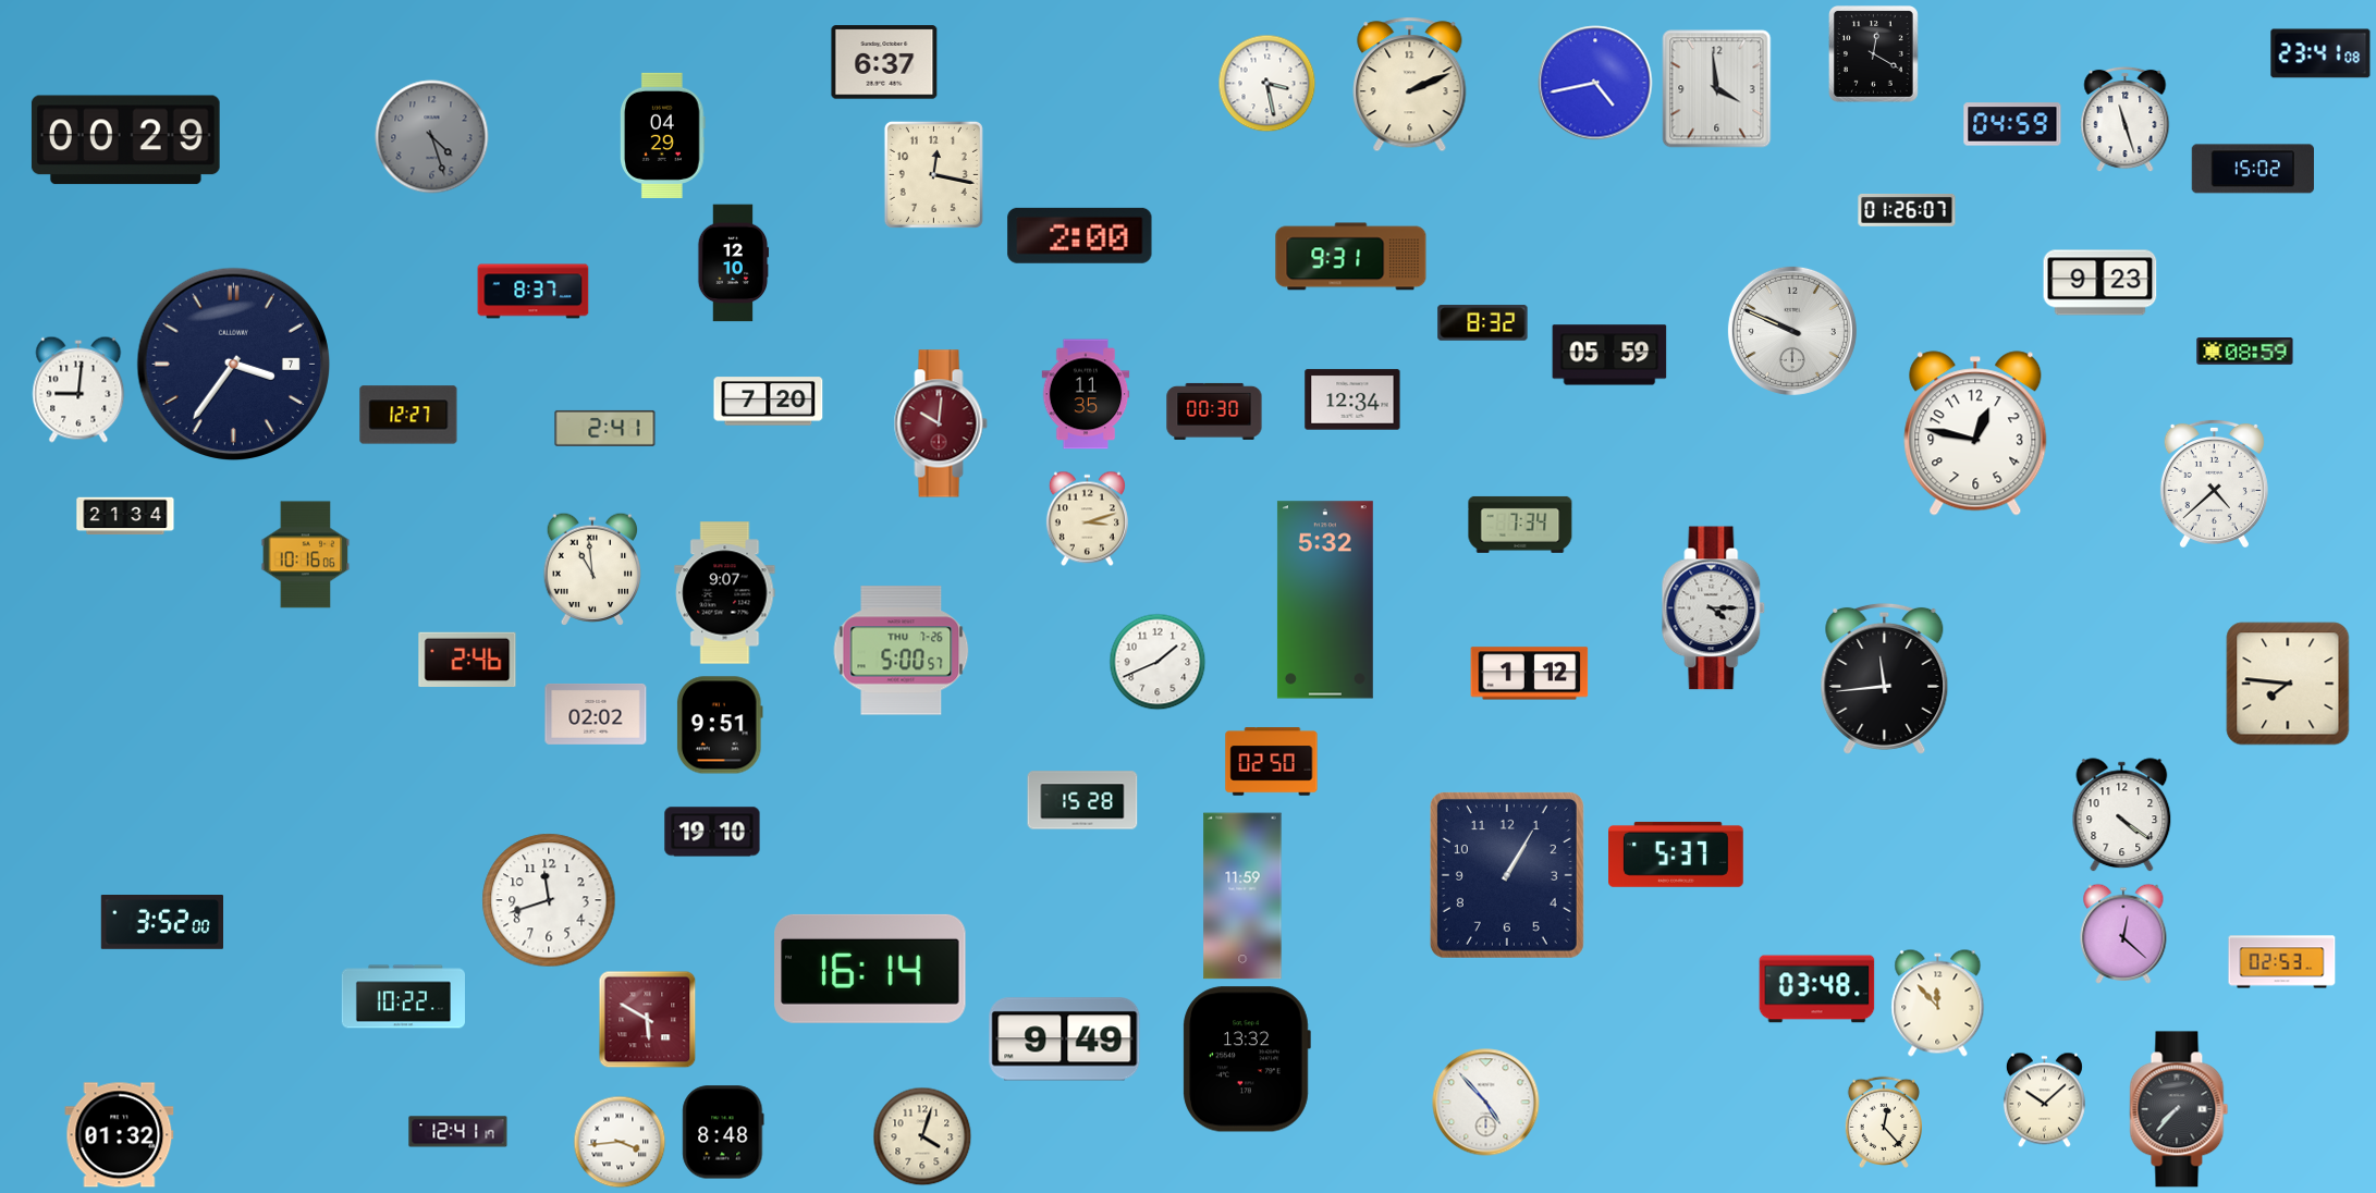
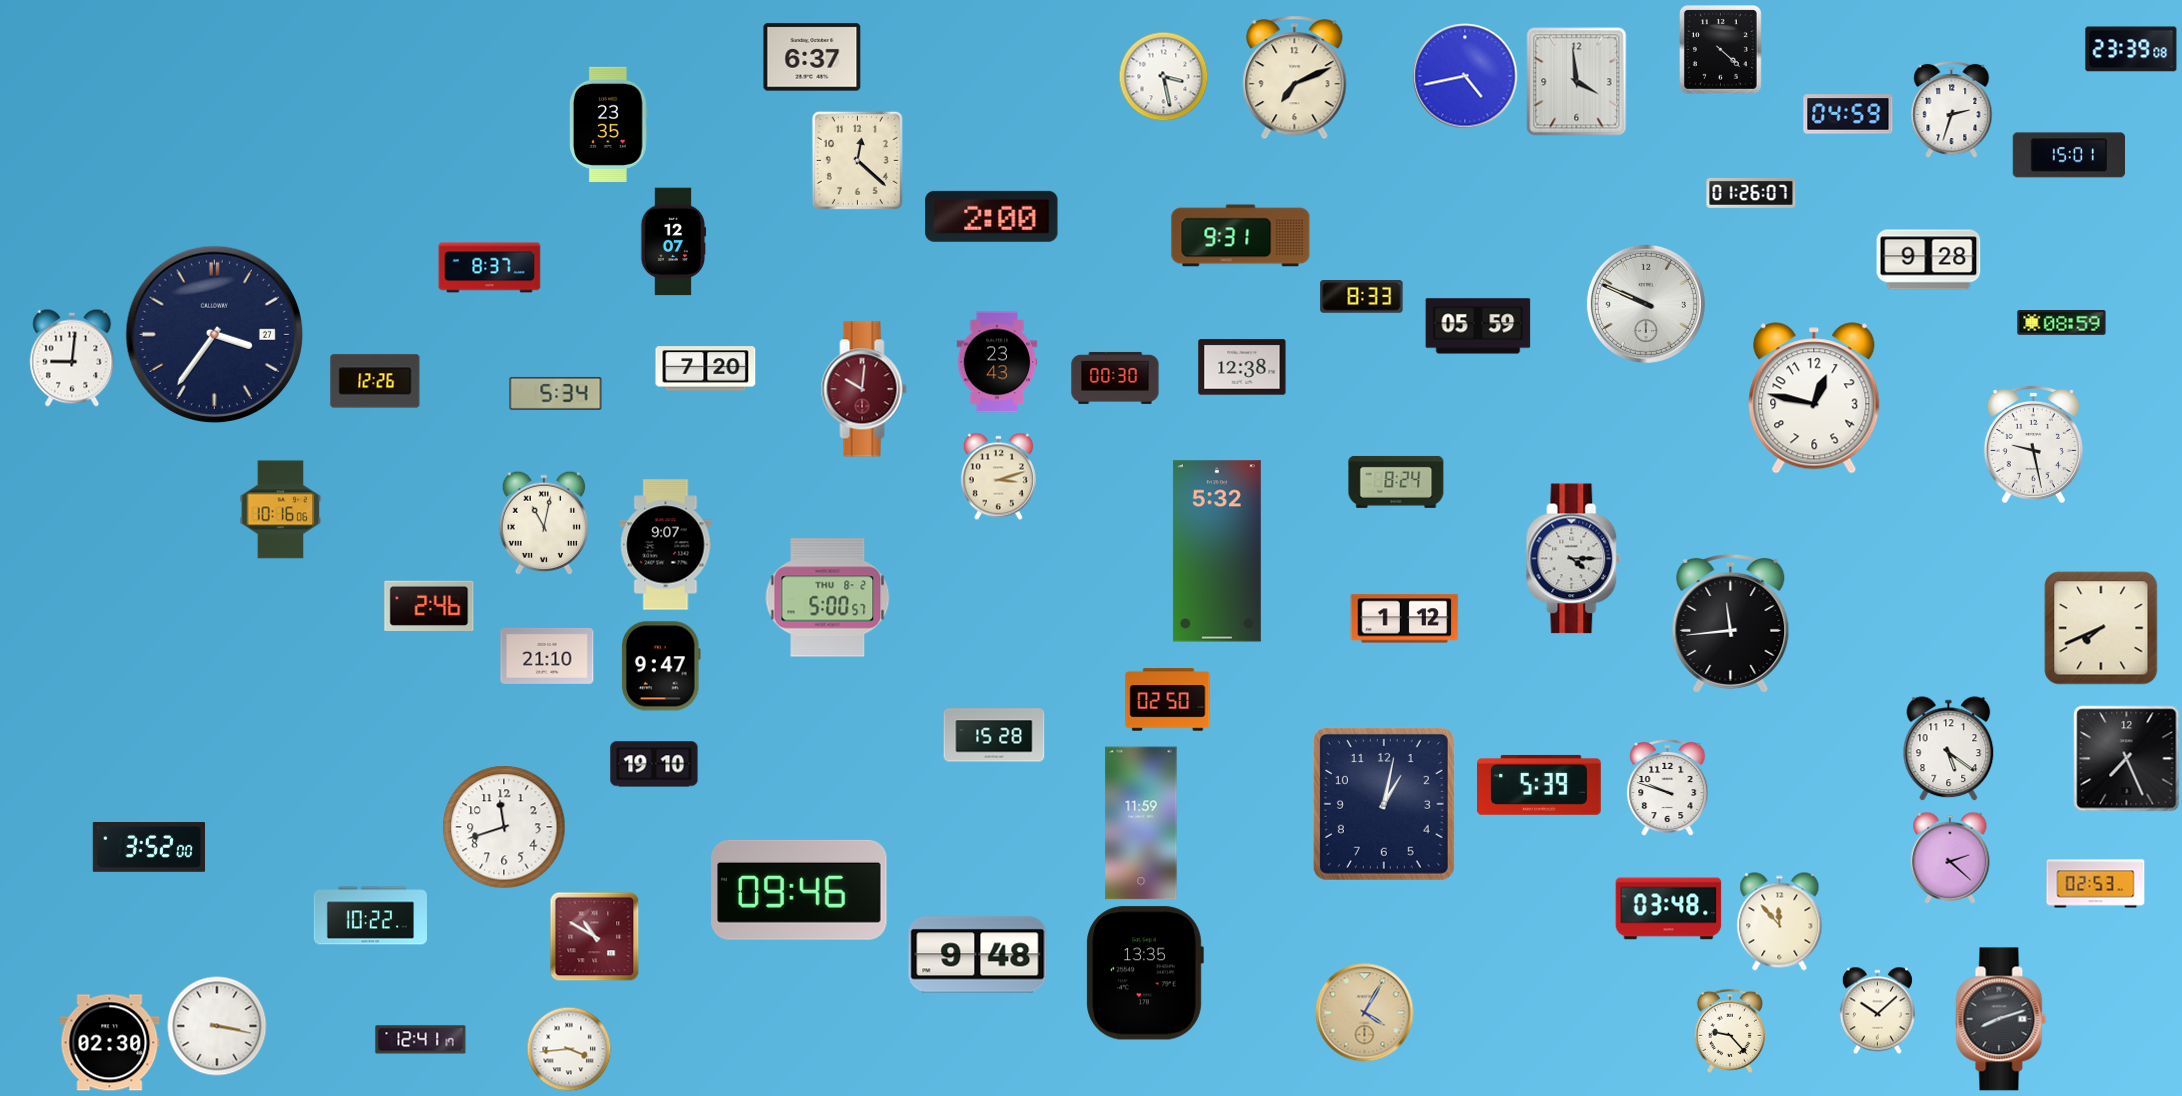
clock at (2320, 53): 23:41 -> 23:39
clock at (1874, 54): 12:20 -> 4:22
clock at (1410, 85): 2:11 -> 7:11
clock at (2126, 119): 11:27 -> 2:33
clock at (663, 135): 04:29 -> 23:35
clock at (432, 137): 4:27 -> none
clock at (125, 140): 00:29 -> none
clock at (2252, 169): 15:02 -> 15:01
clock at (933, 174): 12:17 -> 12:22
clock at (733, 263): 12:10 -> 12:07
clock at (2101, 283): 9:23 -> 9:28
clock at (1483, 323): 8:32 -> 8:33
clock at (234, 365) date: 7 -> 27
clock at (1086, 394): 11:35 -> 23:43
clock at (1352, 399): 12:34 -> 12:38
clock at (408, 415): 12:27 -> 12:26
clock at (605, 428): 2:41 -> 5:34
clock at (2214, 483): 4:38 -> 9:28
clock at (125, 516): 21:34 -> none
clock at (1520, 525): 7:34 -> 8:24
clock at (591, 569): 10:59 -> 11:02
clock at (902, 651) date: THU 7-26 -> THU 8-2
clock at (1158, 662): 1:41 -> none
clock at (2288, 684): 7:46 -> 7:41
clock at (596, 714): 02:02 -> 21:10
clock at (720, 725): 9:51 -> 9:47
clock at (2122, 815): 4:21 -> 5:21
clock at (2127, 759): none -> 7:26
clock at (1677, 854): 5:37 -> 5:39
clock at (1668, 787): none -> 9:48
clock at (1507, 875): 1:05 -> 1:02
clock at (2123, 934): 12:22 -> 2:22
clock at (870, 969): 16:14 -> 09:46
clock at (647, 1019): 5:50 -> 10:50
clock at (1065, 1040): 9:49 -> 9:48
clock at (1247, 1059): 13:32 -> 13:35
clock at (1486, 1103): 4:53 -> 4:05
clock at (1486, 1103) dial: white -> champagne
clock at (2179, 1109): 7:37 -> 8:12
clock at (217, 1026): none -> 3:17
clock at (1883, 1122): 12:23 -> 9:23
clock at (723, 1132): 8:48 -> none
clock at (120, 1135): 01:32 -> 02:30
clock at (922, 1136): 4:03 -> none
